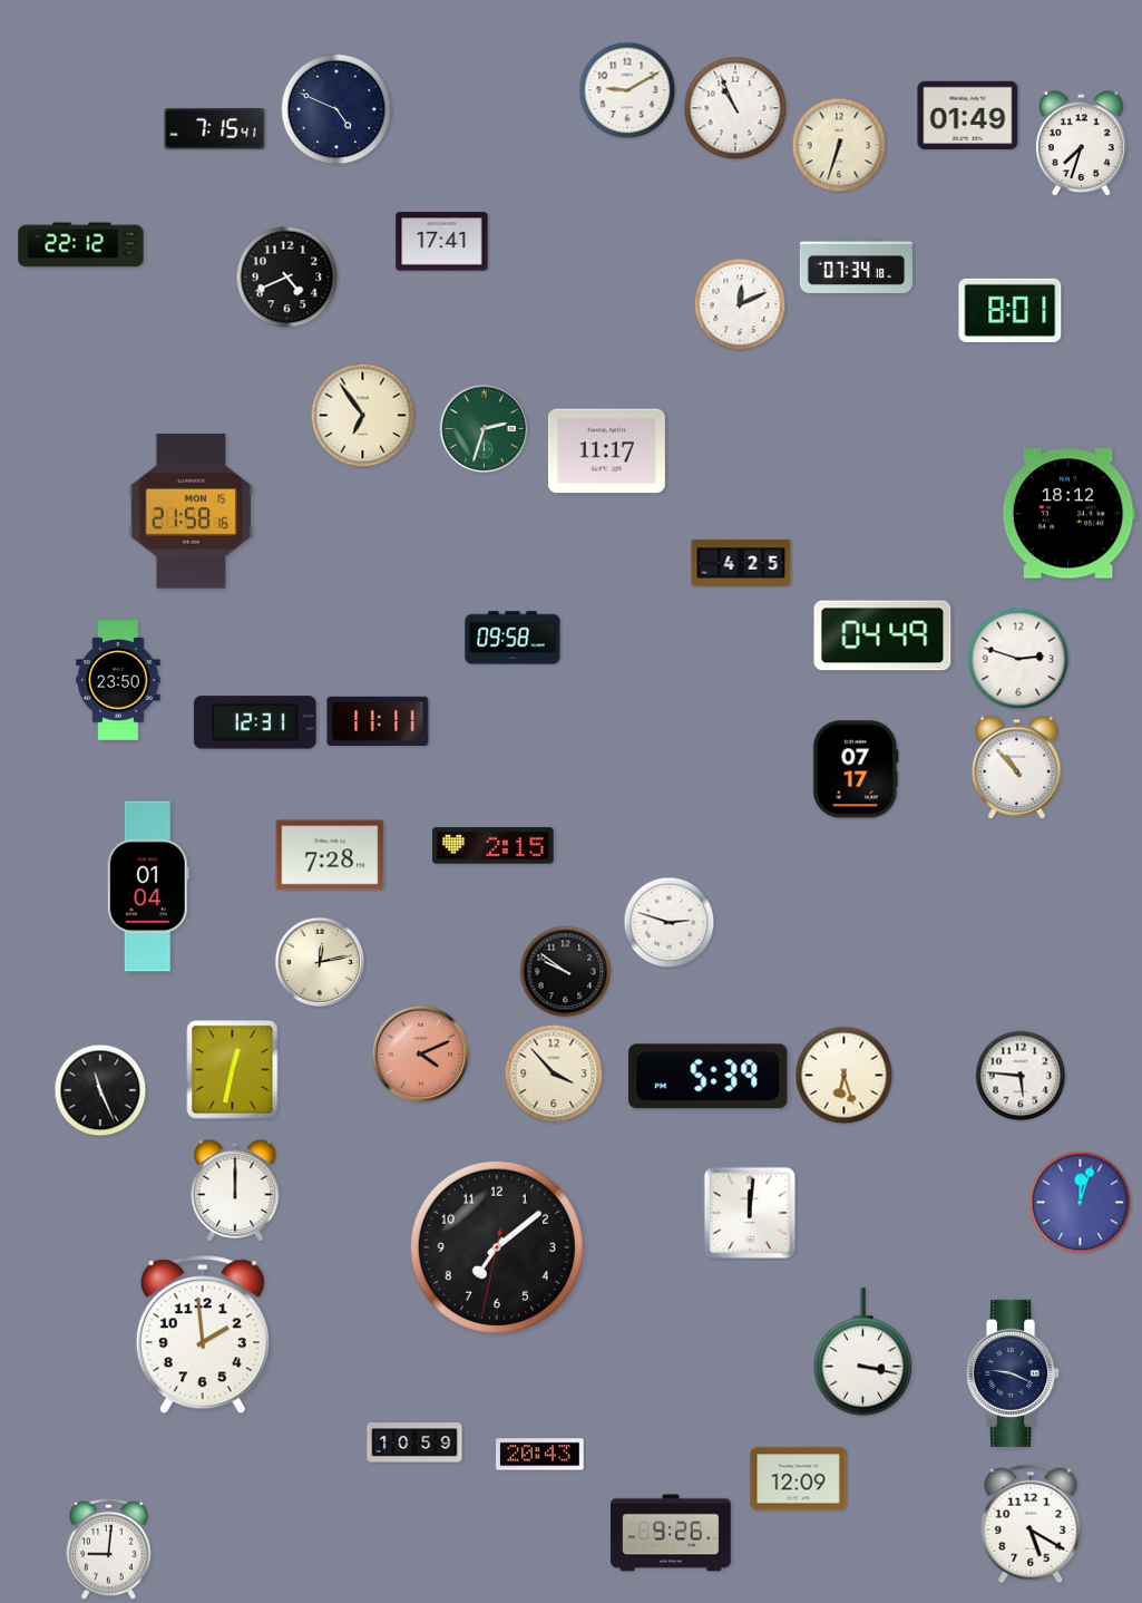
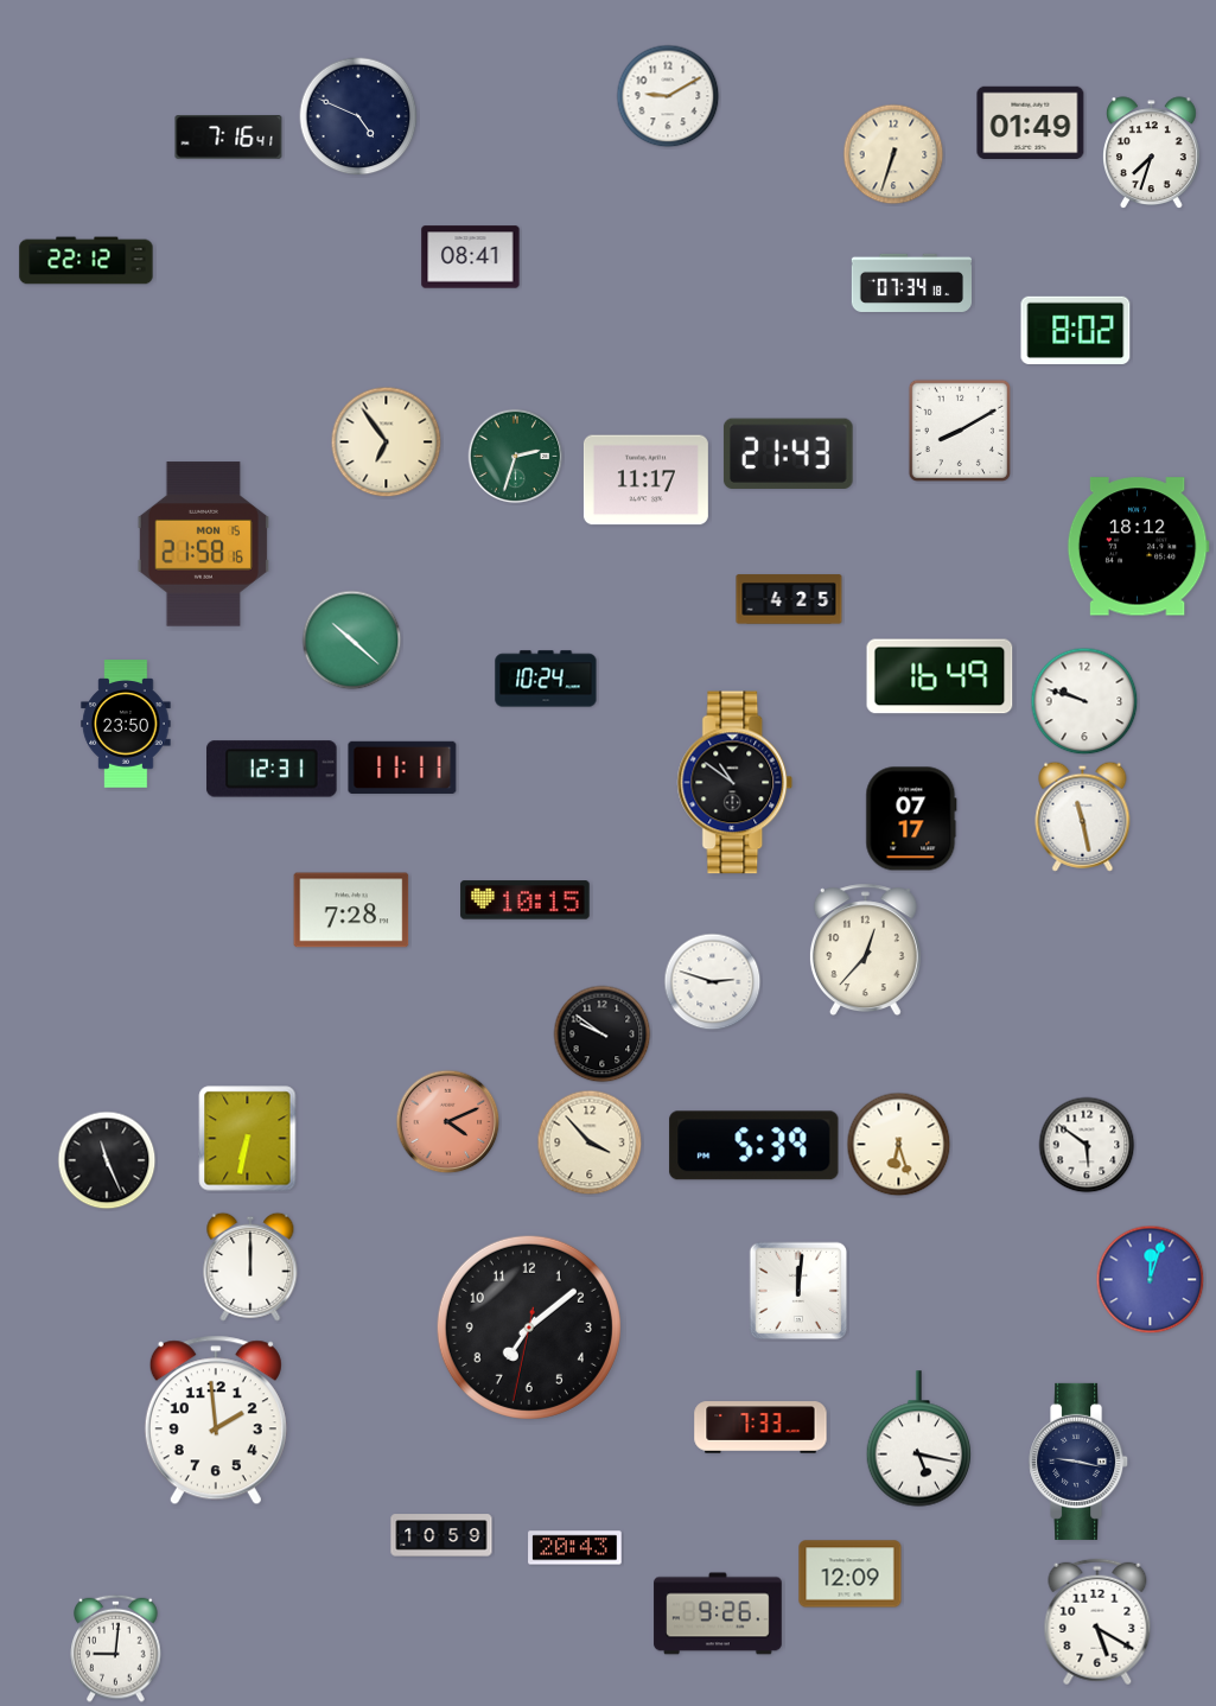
clock at (735, 108): 10:56 -> none
clock at (215, 129): 7:15 -> 7:16
clock at (442, 242): 17:41 -> 08:41
clock at (287, 278): 4:41 -> none
clock at (740, 304): 12:11 -> none
clock at (1011, 310): 8:01 -> 8:02
clock at (960, 431): none -> 8:10
clock at (788, 453): none -> 21:43
clock at (352, 641): none -> 10:22
clock at (882, 635): 04:49 -> 16:49
clock at (513, 638): 09:58 -> 10:24
clock at (1018, 659): 2:48 -> 9:48
clock at (736, 783): none -> 10:51
clock at (1017, 767): 10:53 -> 11:28
clock at (494, 846): 2:15 -> 10:15
clock at (148, 886): 01:04 -> none
clock at (865, 950): none -> 12:37
clock at (320, 962): 12:13 -> none
clock at (233, 1070): 12:32 -> 6:32
clock at (1021, 1076): 5:46 -> 5:51
clock at (760, 1427): none -> 7:33
clock at (863, 1352): 3:17 -> 5:17
clock at (1014, 1373): 9:19 -> 9:17
clock at (671, 1533) position: (671, 1533) -> (718, 1613)
